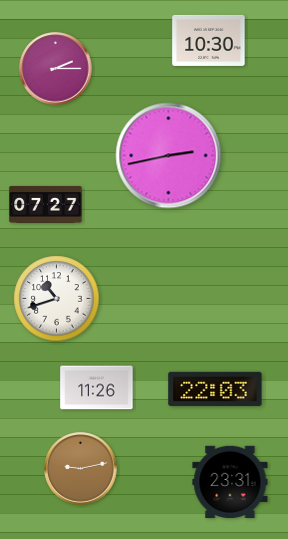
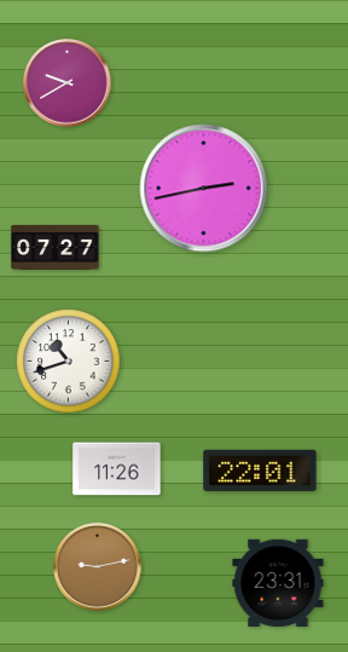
clock at (209, 40): 10:30 -> none
clock at (56, 69): 2:15 -> 9:40
clock at (215, 389): 22:03 -> 22:01
